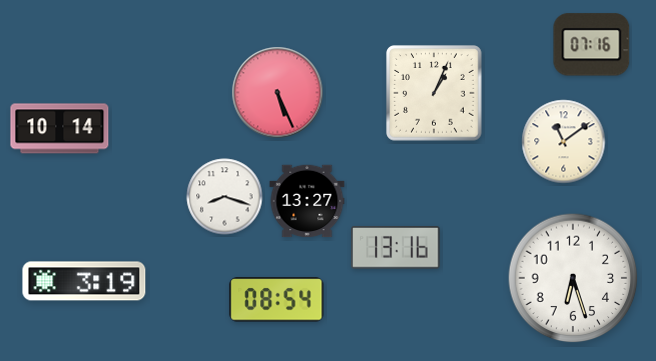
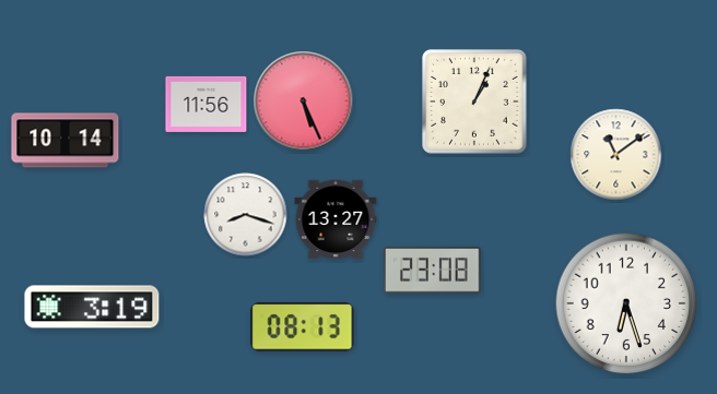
clock at (592, 45): 07:16 -> none
clock at (207, 104): none -> 11:56
clock at (396, 248): 13:16 -> 23:08
clock at (277, 300): 08:54 -> 08:13
